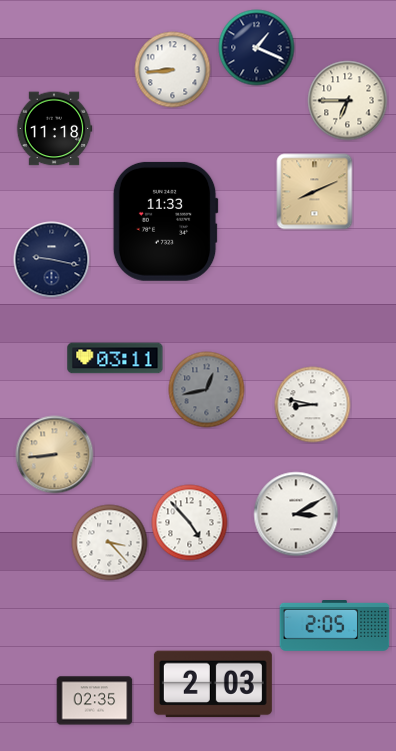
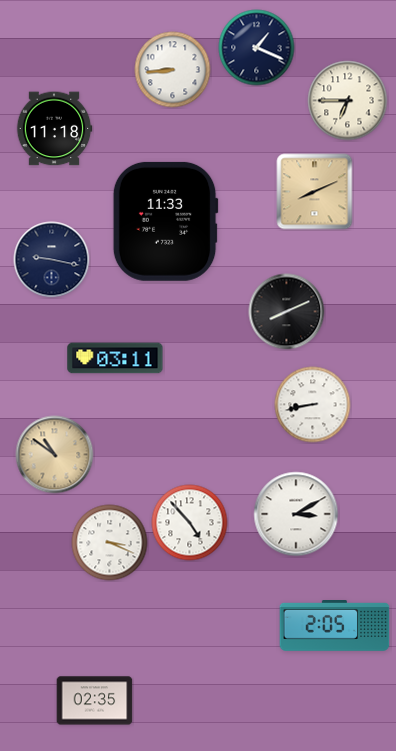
clock at (287, 312): none -> 8:11
clock at (207, 390): 12:43 -> none
clock at (313, 405): 8:47 -> 8:43
clock at (55, 455): 8:44 -> 10:51
clock at (110, 543): 3:23 -> 3:19
clock at (213, 684): 2:03 -> none
